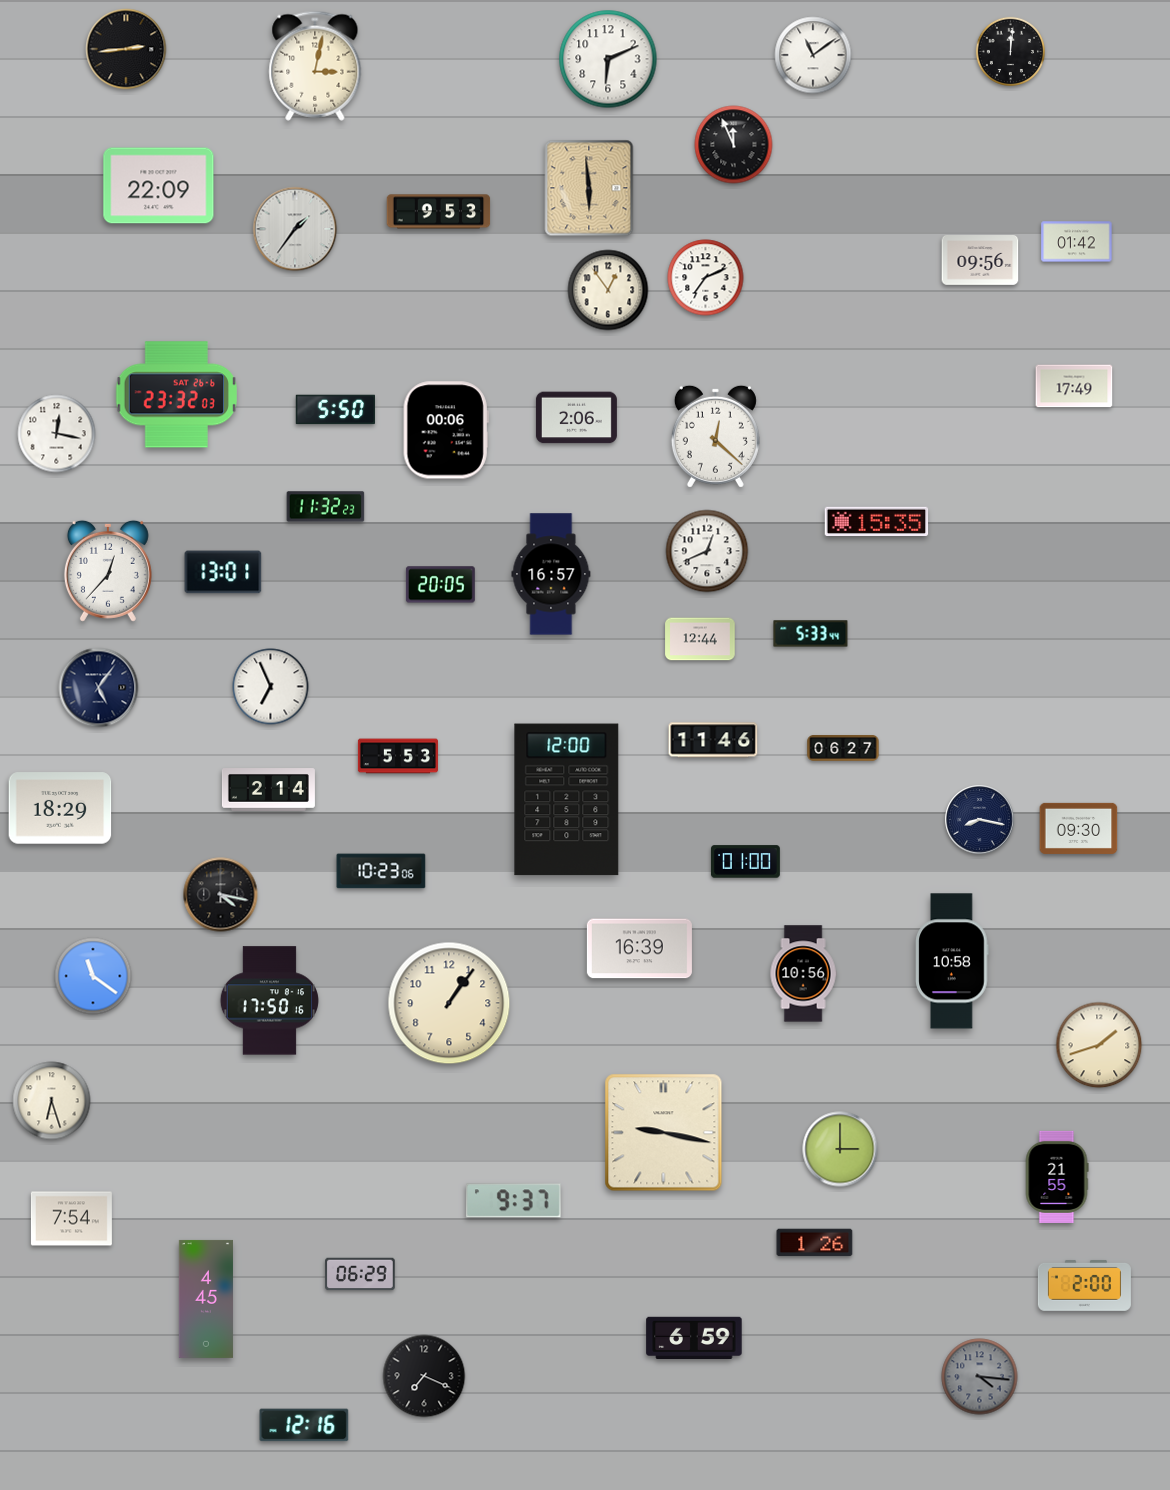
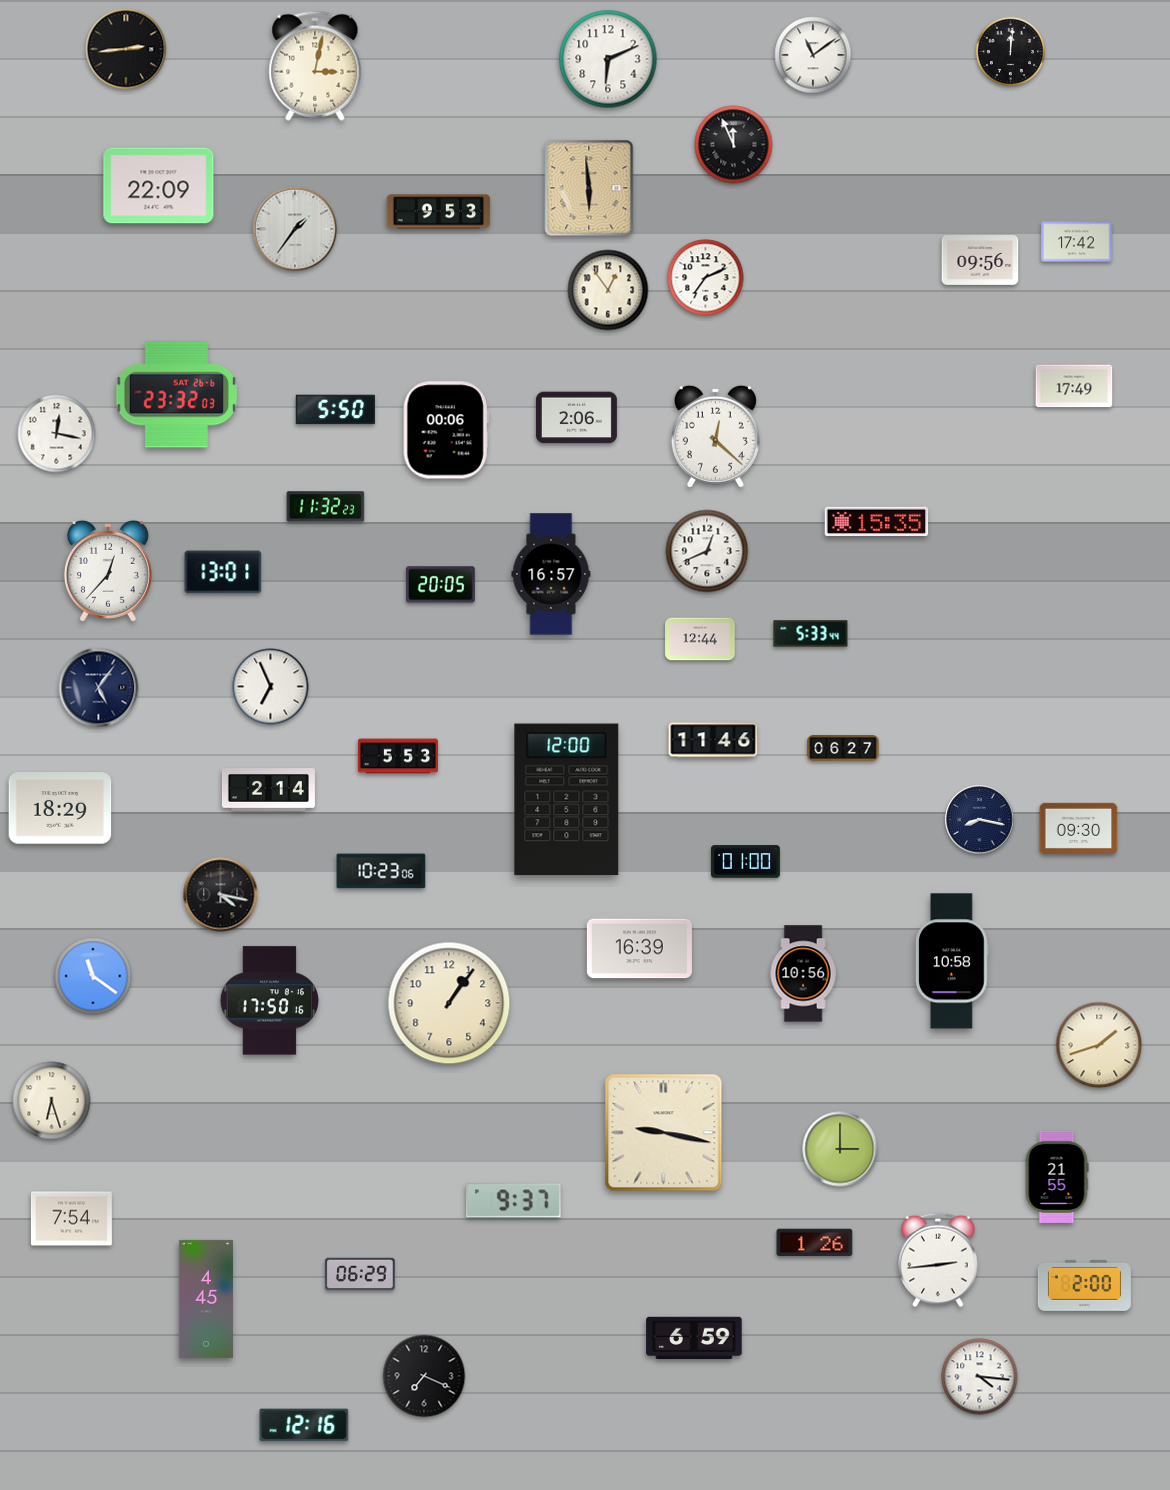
clock at (1077, 242): 01:42 -> 17:42
clock at (938, 1260): none -> 2:44
clock at (980, 1377) dial: grey -> white
